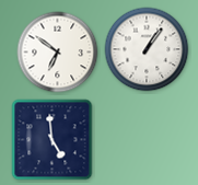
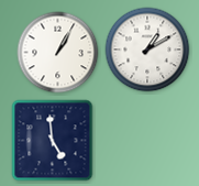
clock at (147, 49): 1:06 -> 1:10
clock at (58, 53): 6:51 -> 1:05
